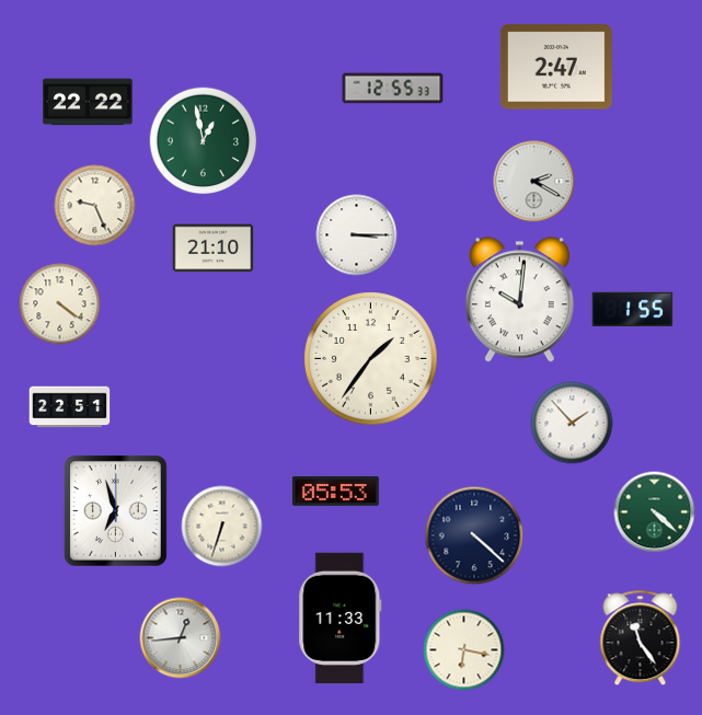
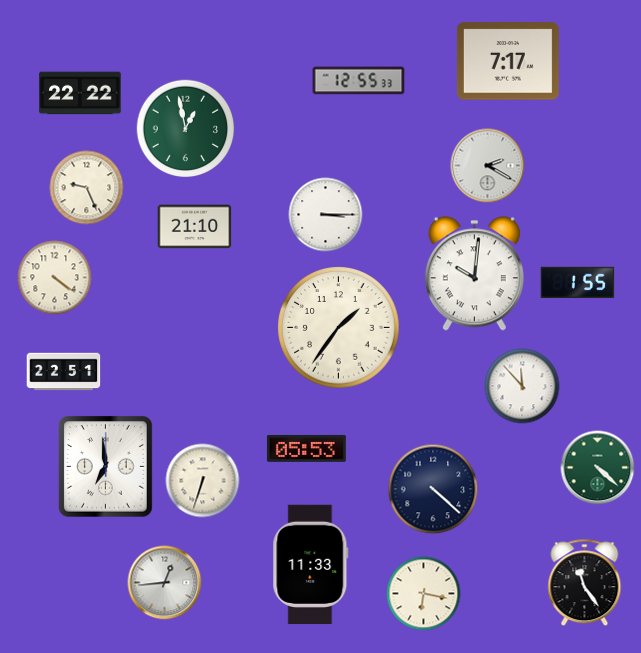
clock at (556, 67): 2:47 -> 7:17
clock at (572, 423): 1:53 -> 11:53
clock at (116, 511): 6:57 -> 6:59
